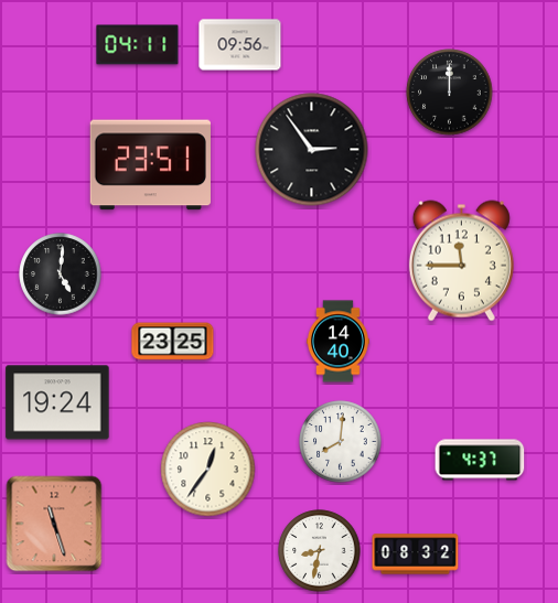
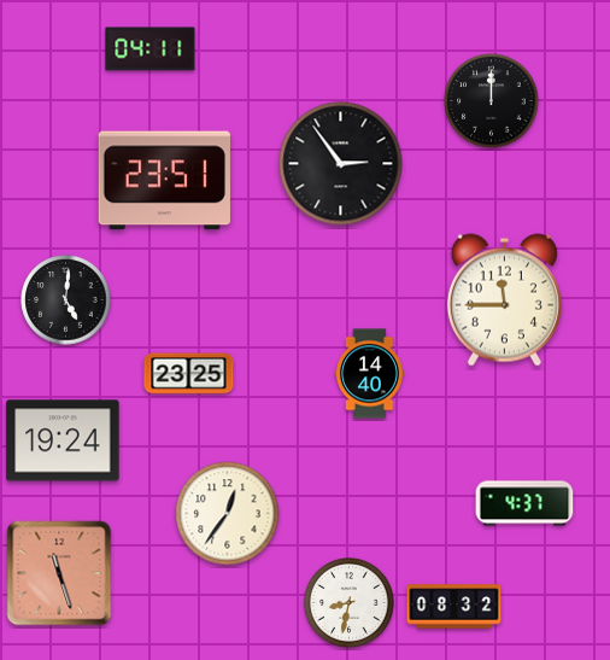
clock at (240, 45): 09:56 -> none
clock at (461, 261) position: (461, 261) -> (504, 300)
clock at (341, 442): 8:01 -> none
